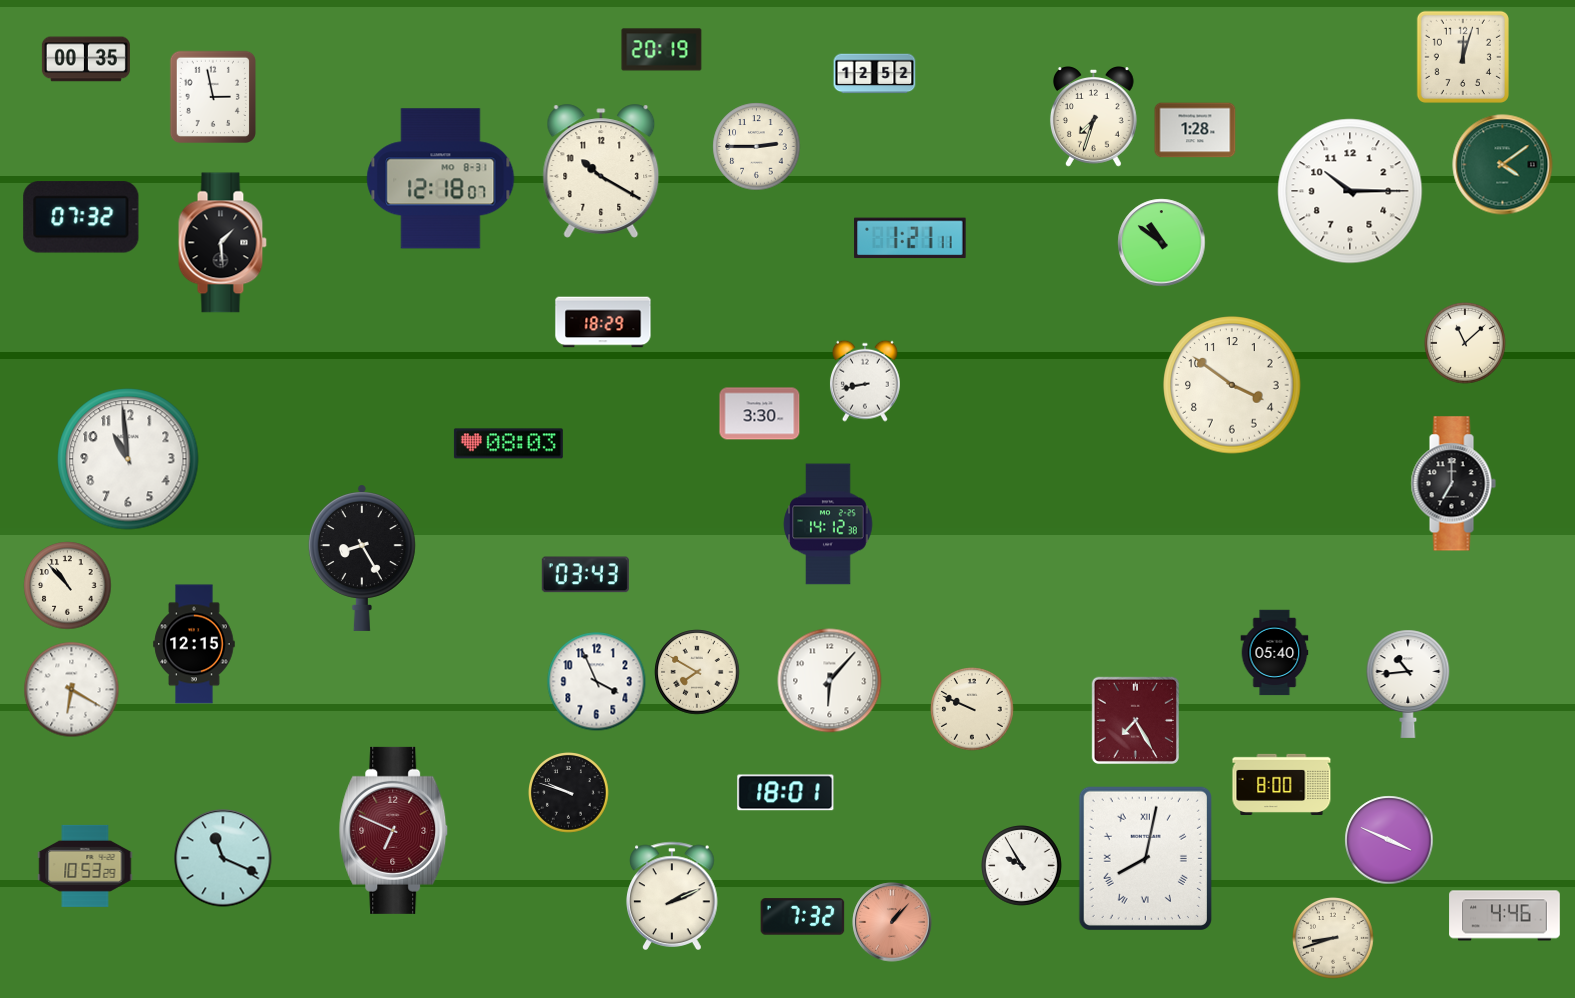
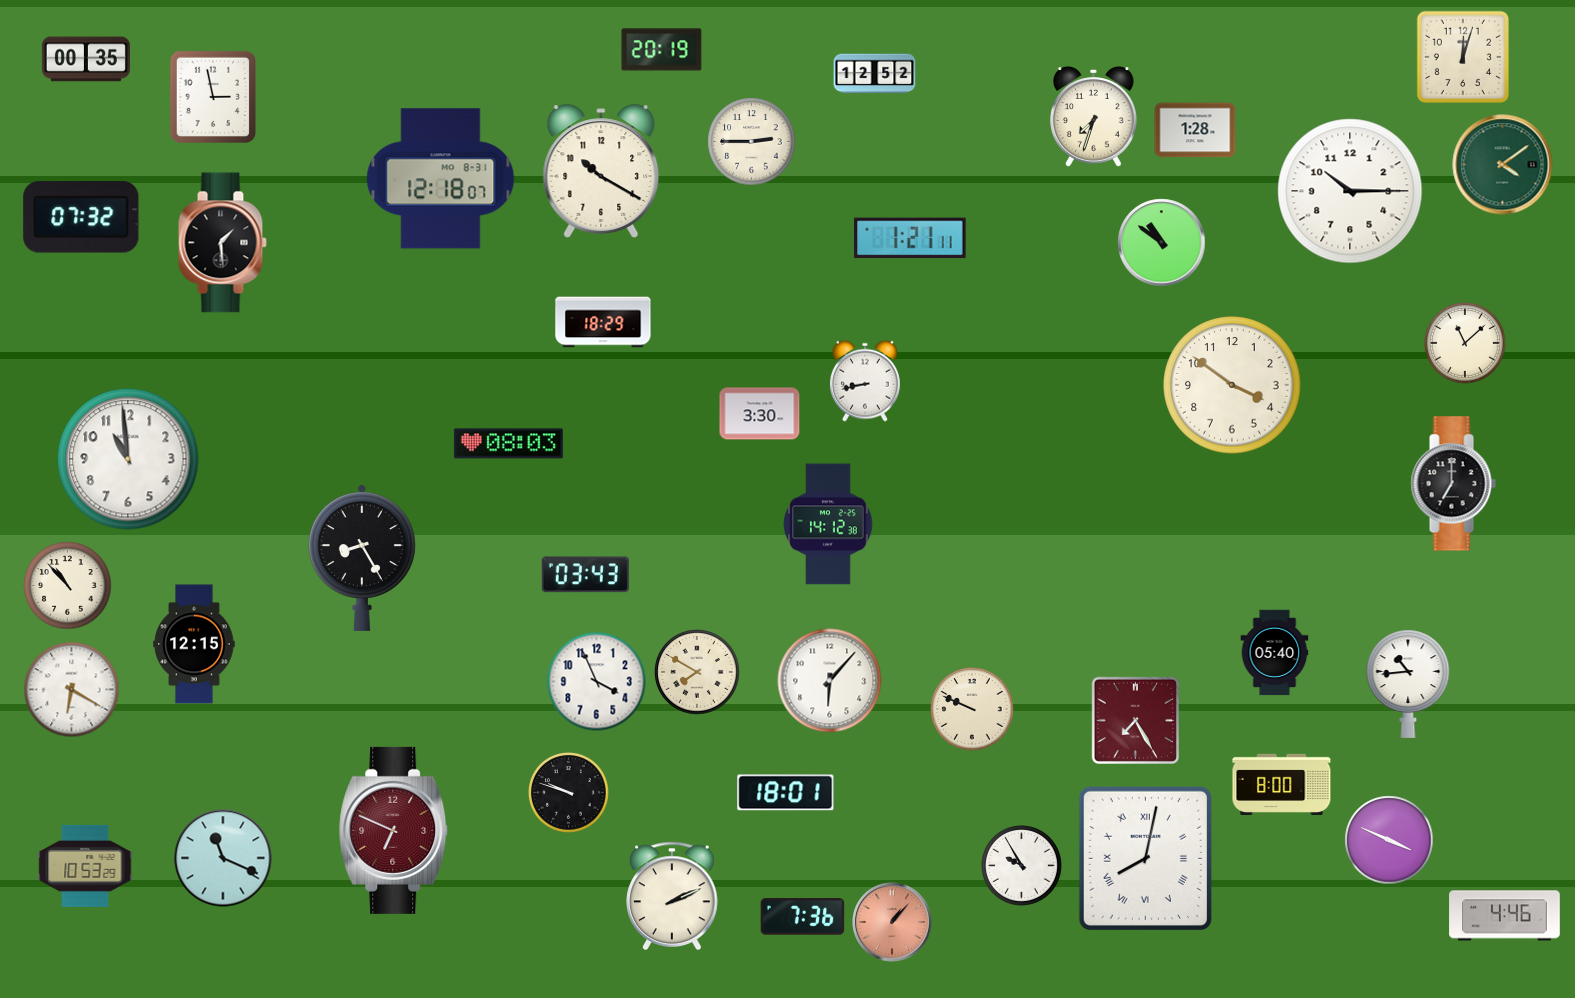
clock at (757, 147) position: (757, 147) -> (752, 142)
clock at (803, 917): 7:32 -> 7:36
clock at (1334, 939): 8:42 -> none
